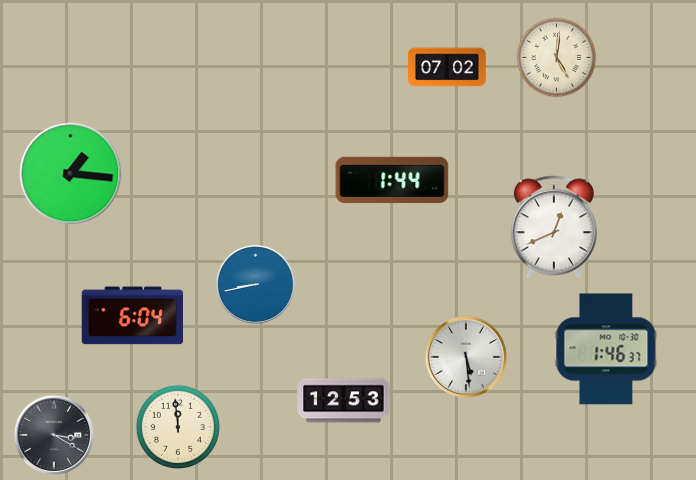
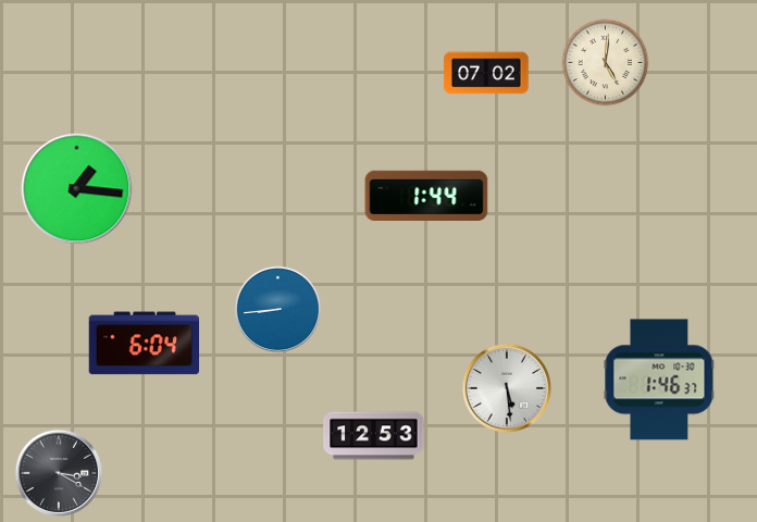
clock at (554, 227): 12:41 -> none
clock at (256, 285): 8:43 -> 8:44
clock at (178, 427): 11:59 -> none
